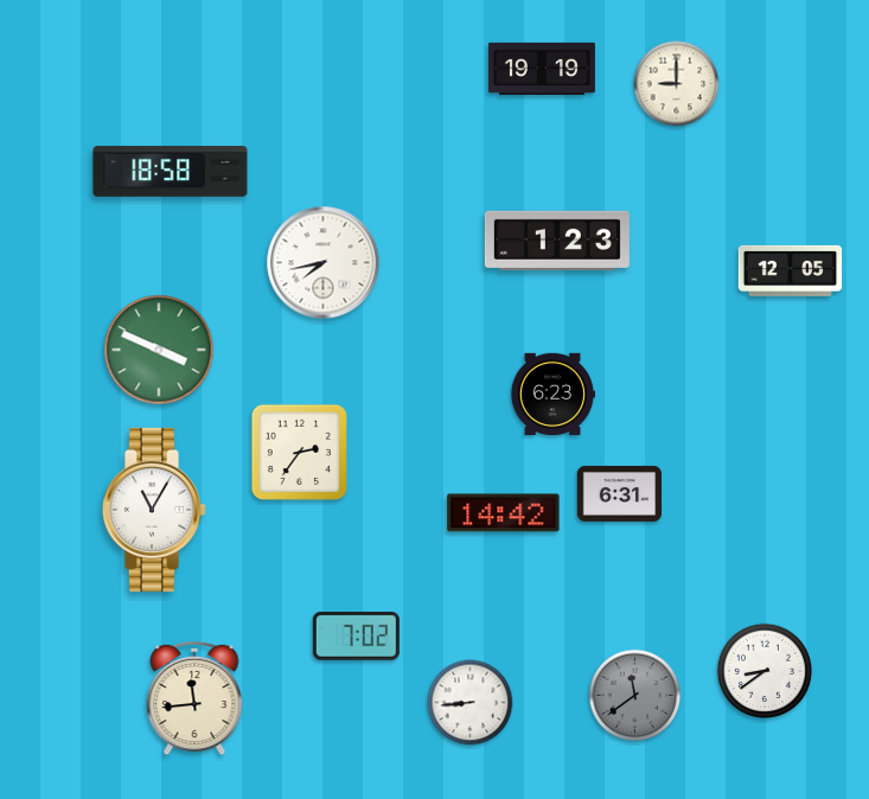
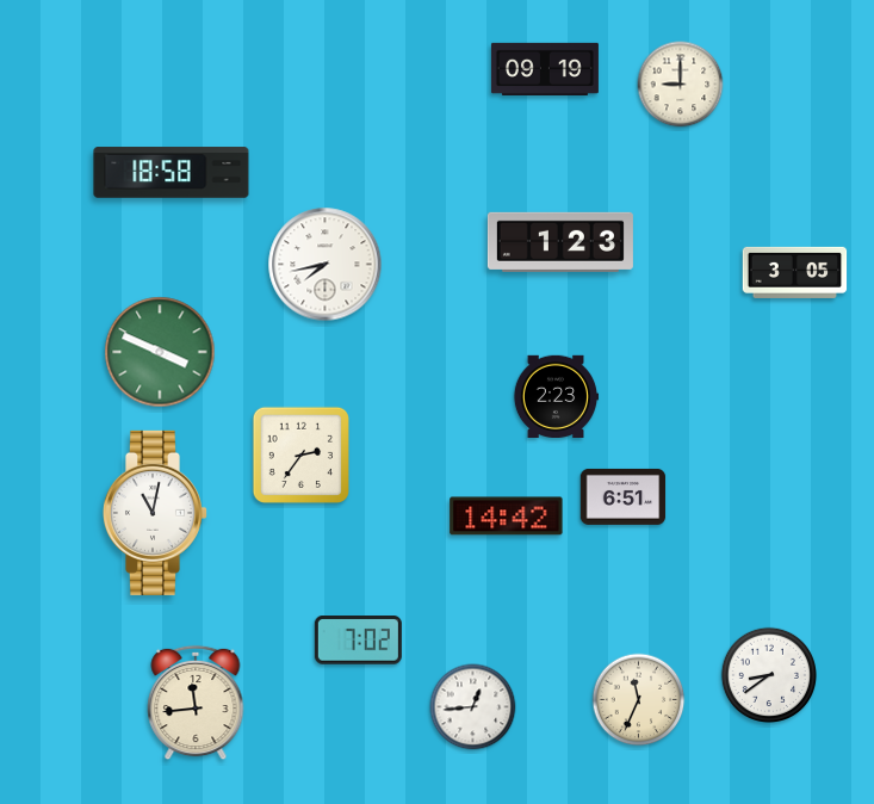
clock at (542, 69): 19:19 -> 09:19
clock at (791, 270): 12:05 -> 3:05
clock at (552, 394): 6:23 -> 2:23
clock at (620, 493): 6:31 -> 6:51
clock at (153, 510): 11:05 -> 11:02
clock at (635, 696): 11:39 -> 11:34
clock at (635, 696) dial: grey -> cream
clock at (471, 703): 8:44 -> 12:44
